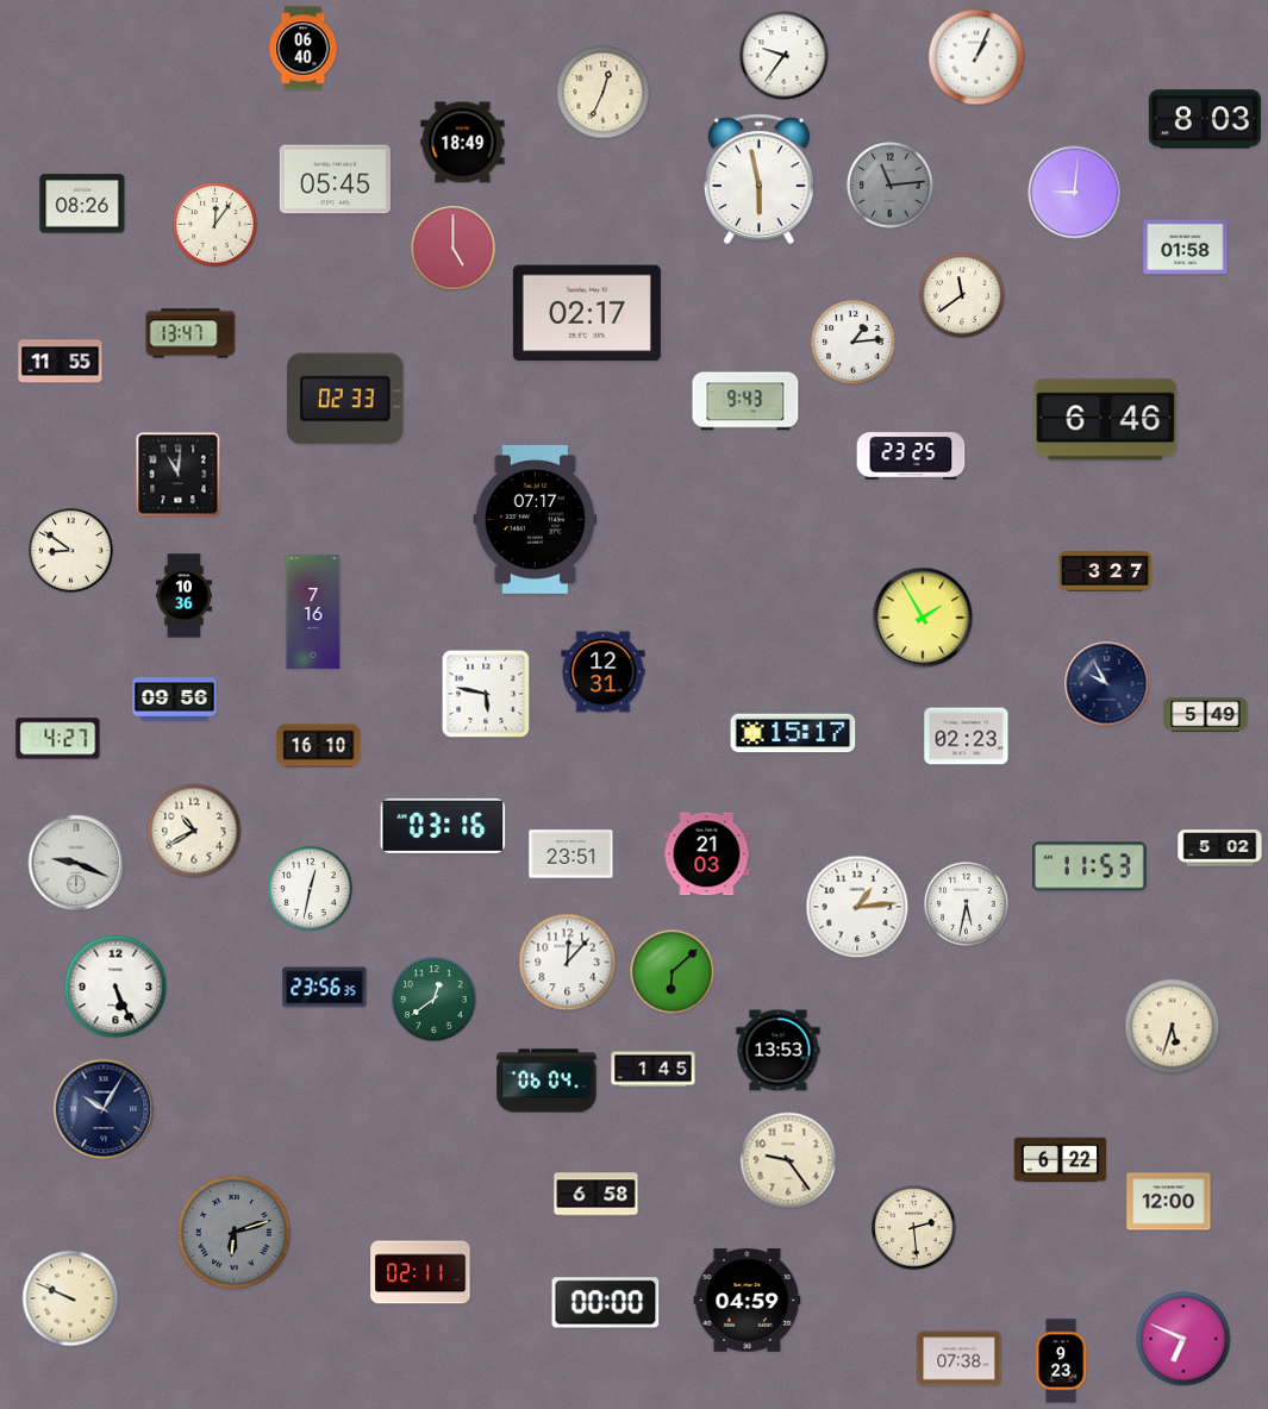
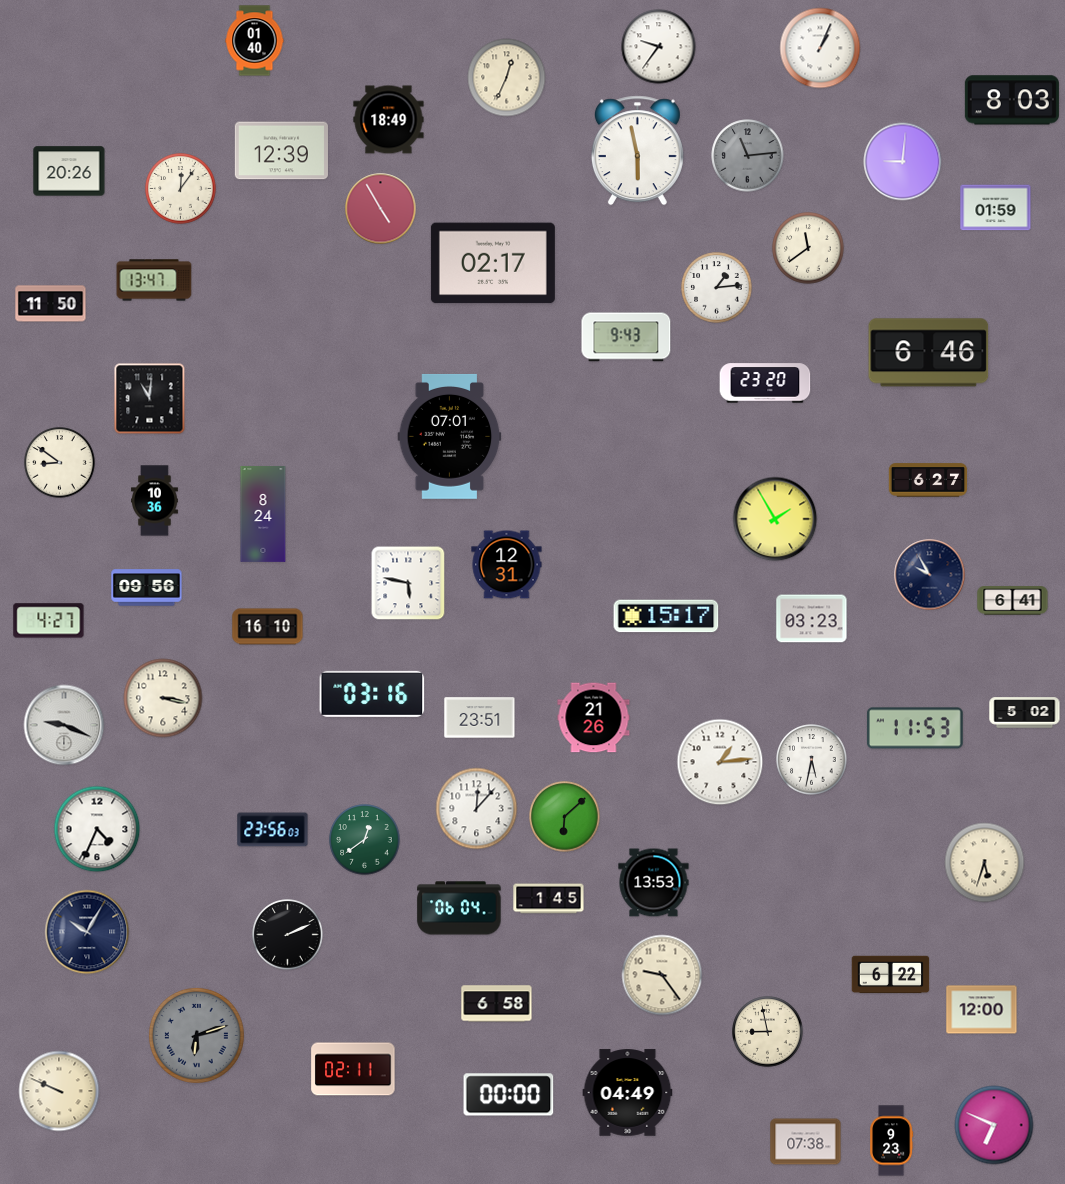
clock at (304, 49): 06:40 -> 01:40
clock at (335, 180): 05:45 -> 12:39
clock at (82, 203): 08:26 -> 20:26
clock at (1186, 248): 01:58 -> 01:59
clock at (454, 249): 5:00 -> 4:55
clock at (190, 333) position: (190, 333) -> (154, 280)
clock at (61, 362): 11:55 -> 11:50
clock at (345, 399): 02:33 -> none
clock at (911, 456): 23:25 -> 23:20
clock at (536, 519): 07:17 -> 07:01
clock at (1105, 571): 3:27 -> 6:27
clock at (313, 612): 7:16 -> 8:24
clock at (1206, 715): 5:49 -> 6:41
clock at (967, 737): 02:23 -> 03:23
clock at (194, 831): 10:40 -> 3:17
clock at (707, 854): 21:03 -> 21:26
clock at (311, 889): 12:32 -> none
clock at (115, 987): 5:26 -> 4:34
clock at (325, 988): 23:56:35 -> 23:56:03
clock at (288, 935): none -> 2:11
clock at (596, 1195) position: (596, 1195) -> (497, 1004)
clock at (914, 1228): 2:29 -> 8:58
clock at (748, 1301): 04:59 -> 04:49
clock at (1062, 1361) position: (1062, 1361) -> (892, 1141)
